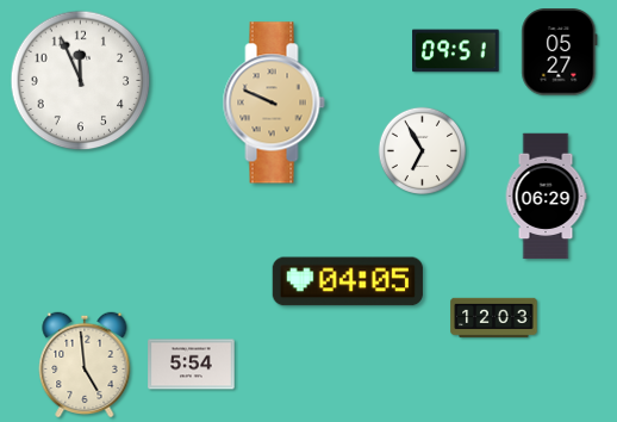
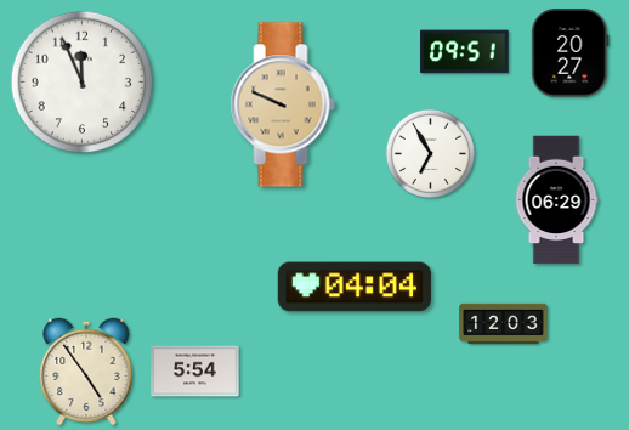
clock at (560, 52): 05:27 -> 20:27
clock at (274, 103) position: (274, 103) -> (283, 104)
clock at (348, 281): 04:05 -> 04:04
clock at (85, 365): 4:59 -> 4:54
